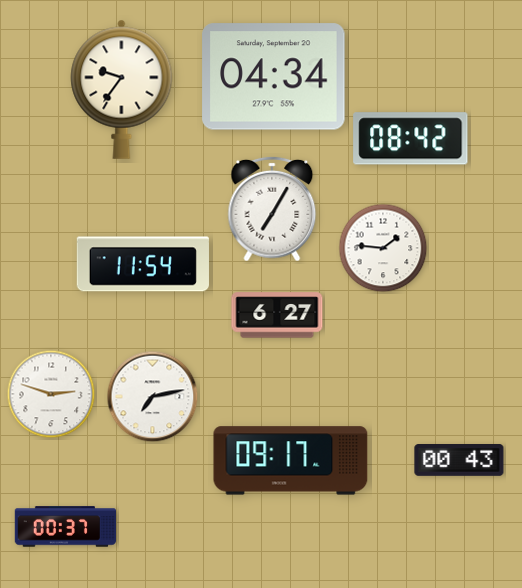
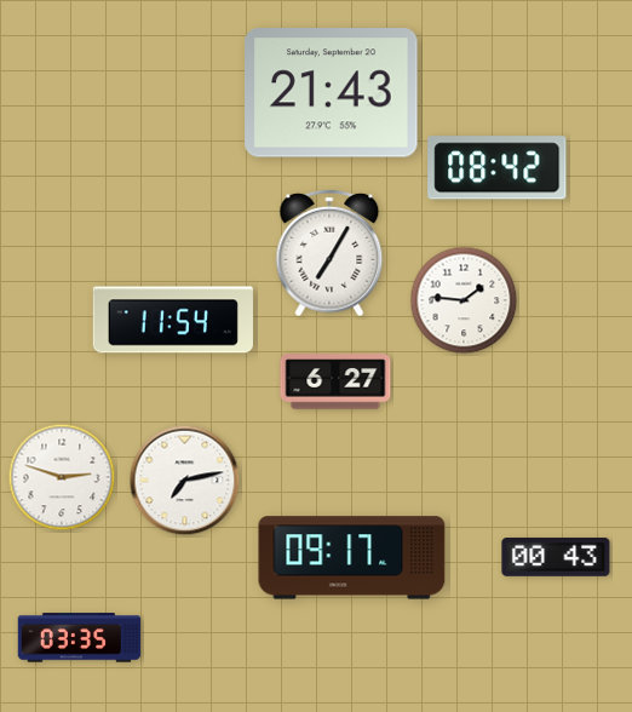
clock at (274, 77): 04:34 -> 21:43
clock at (122, 89): 9:36 -> none
clock at (66, 527): 00:37 -> 03:35
